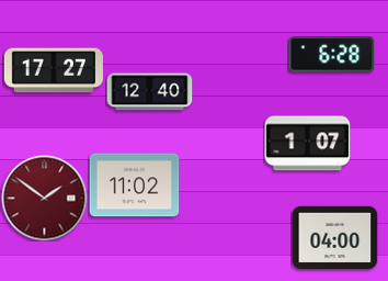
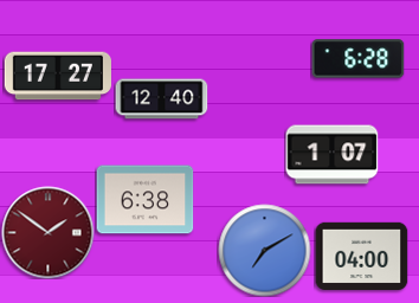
clock at (134, 186): 11:02 -> 6:38
clock at (44, 198) position: (44, 198) -> (47, 232)
clock at (264, 250): none -> 7:10
